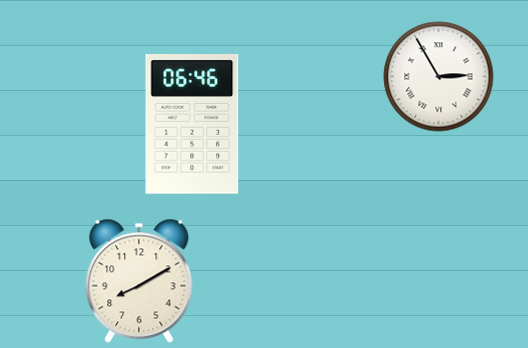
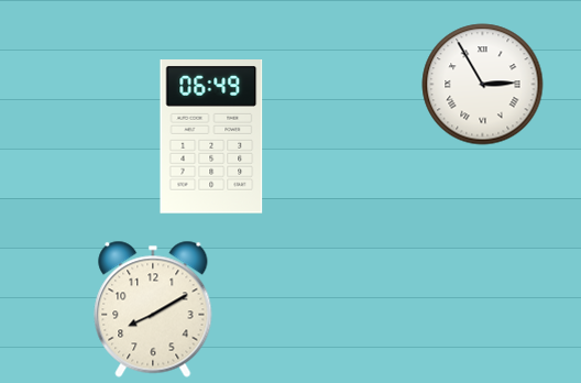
clock at (192, 125): 06:46 -> 06:49
